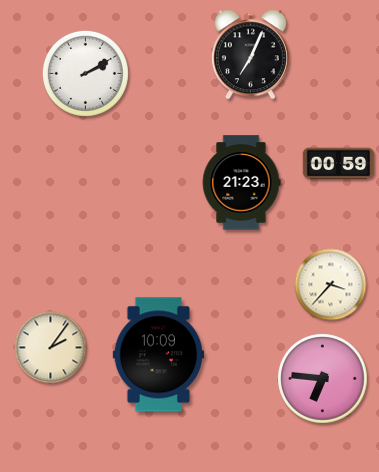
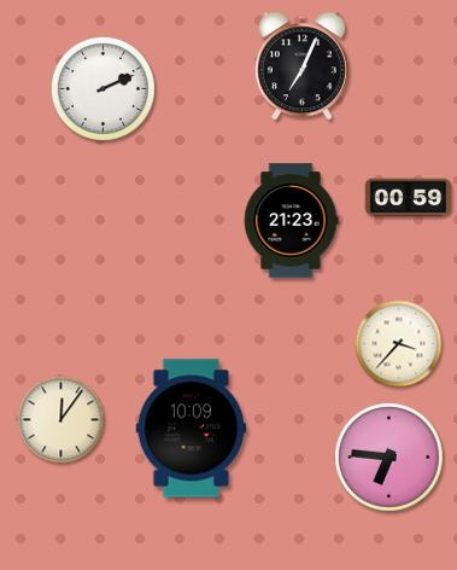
clock at (85, 73): 2:10 -> 2:11
clock at (51, 348): 2:06 -> 12:06
